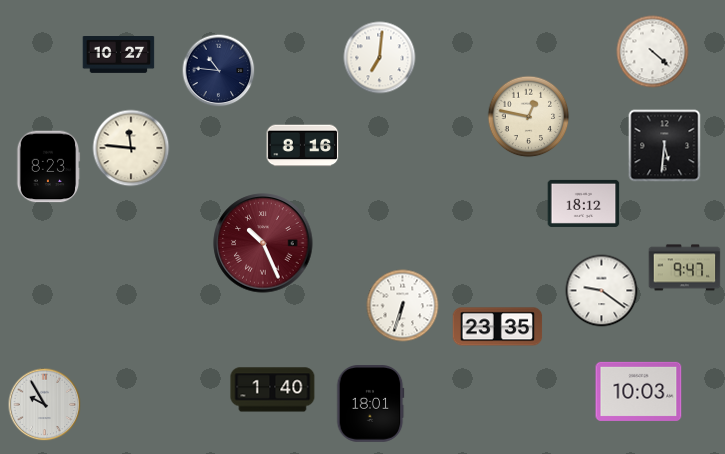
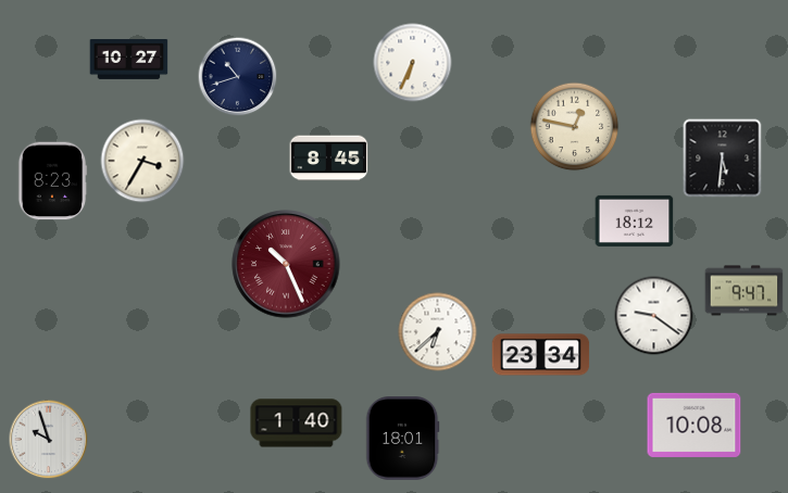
clock at (653, 52): 4:22 -> none
clock at (380, 58): 7:01 -> 6:34
clock at (219, 71): 10:46 -> 10:42
clock at (303, 146): 8:16 -> 8:45
clock at (131, 148): 11:46 -> 3:35
clock at (403, 306): 6:33 -> 6:38
clock at (498, 327): 23:35 -> 23:34
clock at (639, 391): 10:03 -> 10:08
clock at (45, 405): 9:55 -> 9:57
